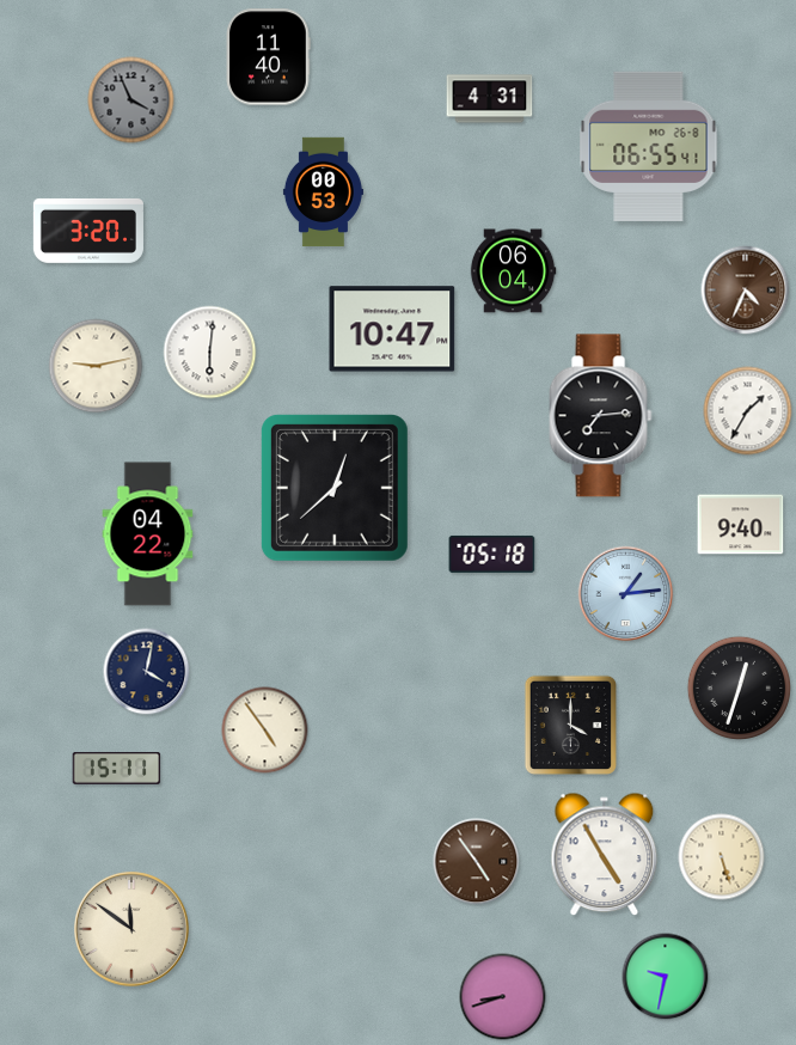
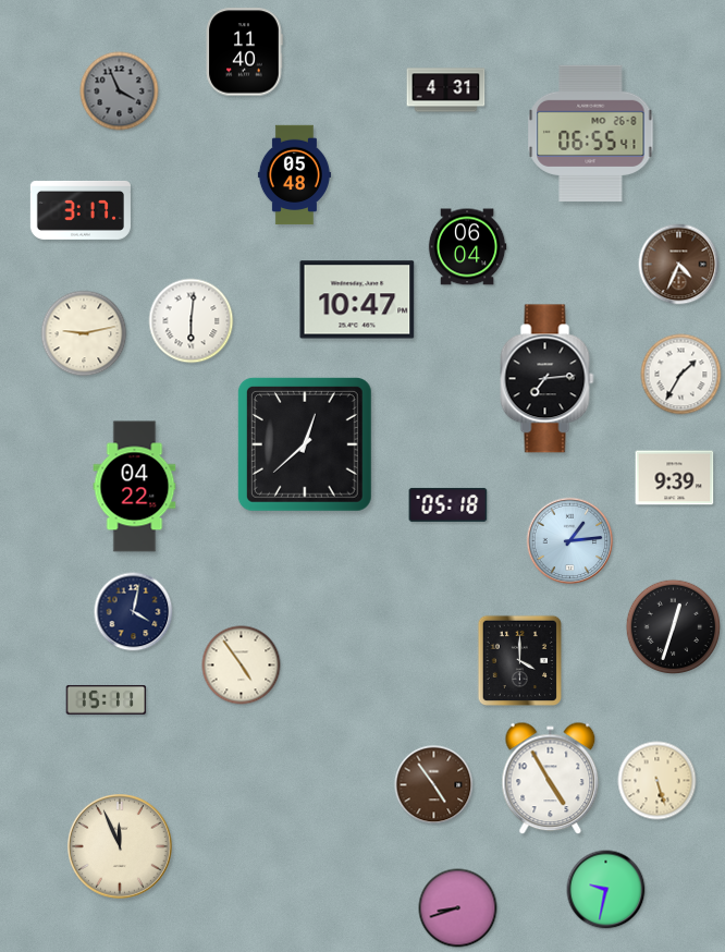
clock at (323, 192): 00:53 -> 05:48
clock at (88, 231): 3:20 -> 3:17
clock at (96, 366) position: (96, 366) -> (84, 333)
clock at (741, 525): 9:40 -> 9:39
clock at (133, 930): 11:51 -> 11:56
